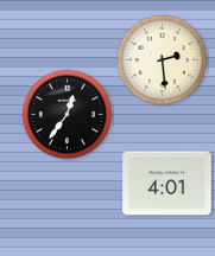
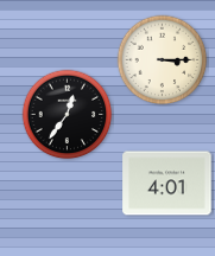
clock at (163, 60): 2:29 -> 3:15
